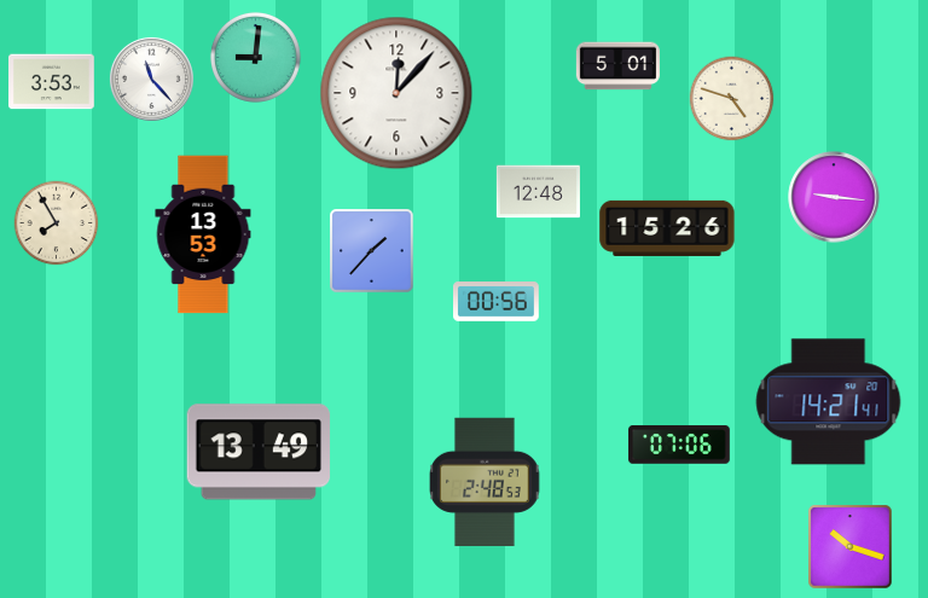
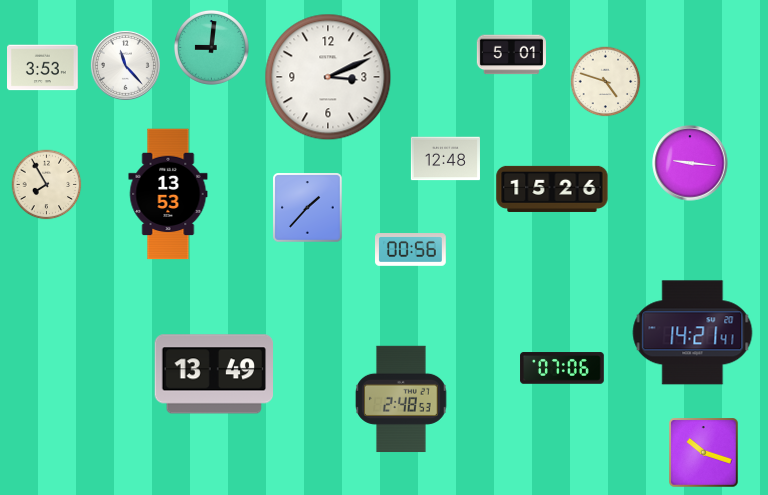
clock at (396, 93): 12:07 -> 3:11
clock at (829, 402) position: (829, 402) -> (693, 333)
